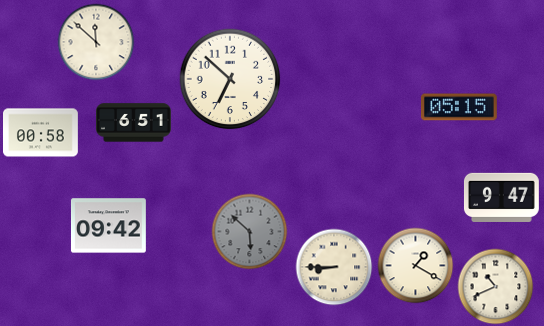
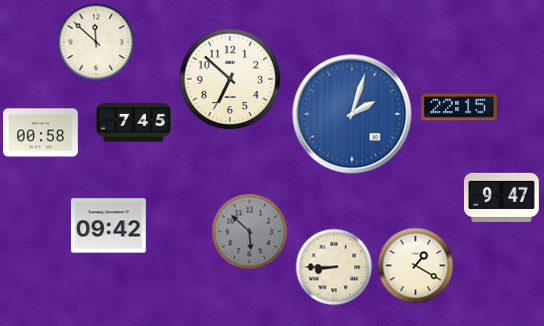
clock at (460, 107): 05:15 -> 22:15
clock at (352, 114): none -> 2:03
clock at (134, 123): 6:51 -> 7:45
clock at (496, 287): 10:41 -> none
